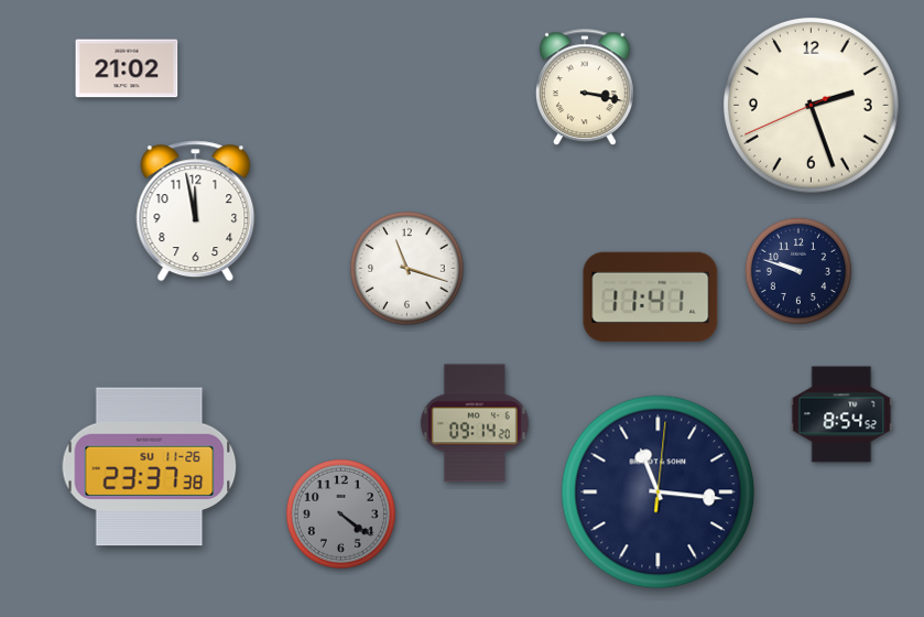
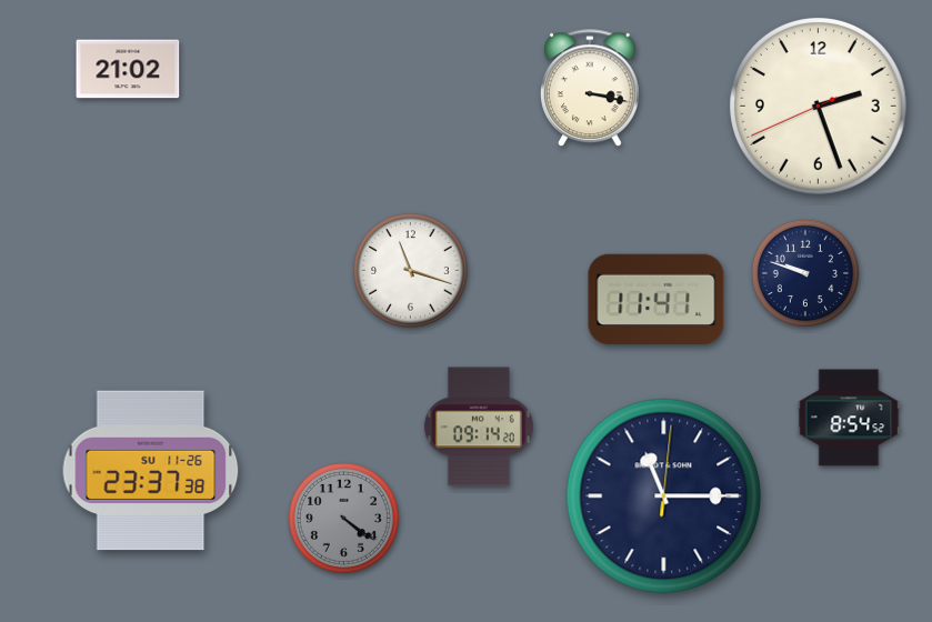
clock at (196, 212): 11:58 -> none
clock at (659, 492): 11:16 -> 11:15
